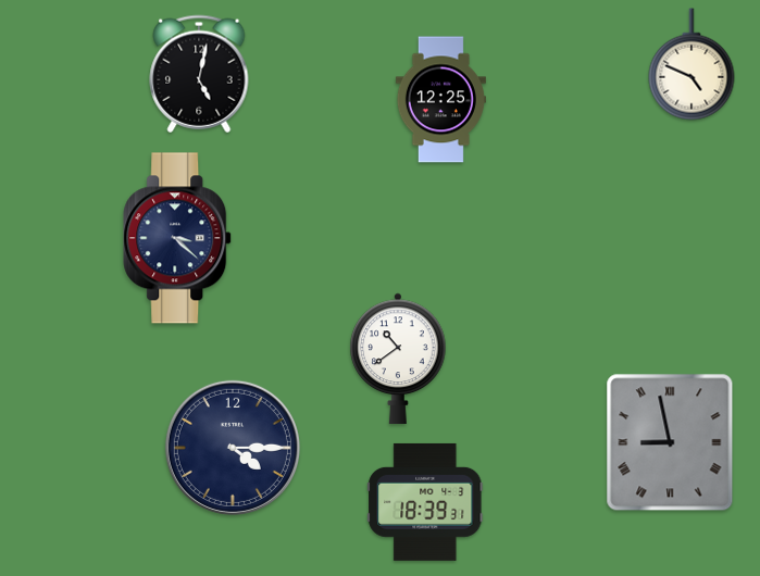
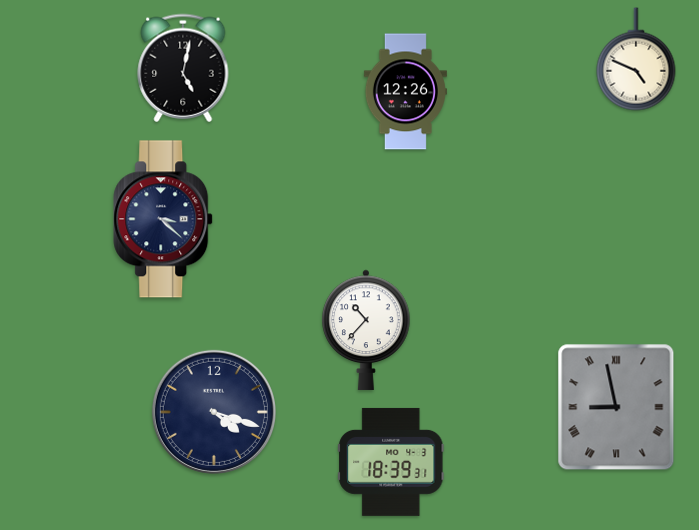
clock at (440, 100): 12:25 -> 12:26
clock at (398, 359): 10:39 -> 10:37
clock at (233, 448): 4:15 -> 4:18
